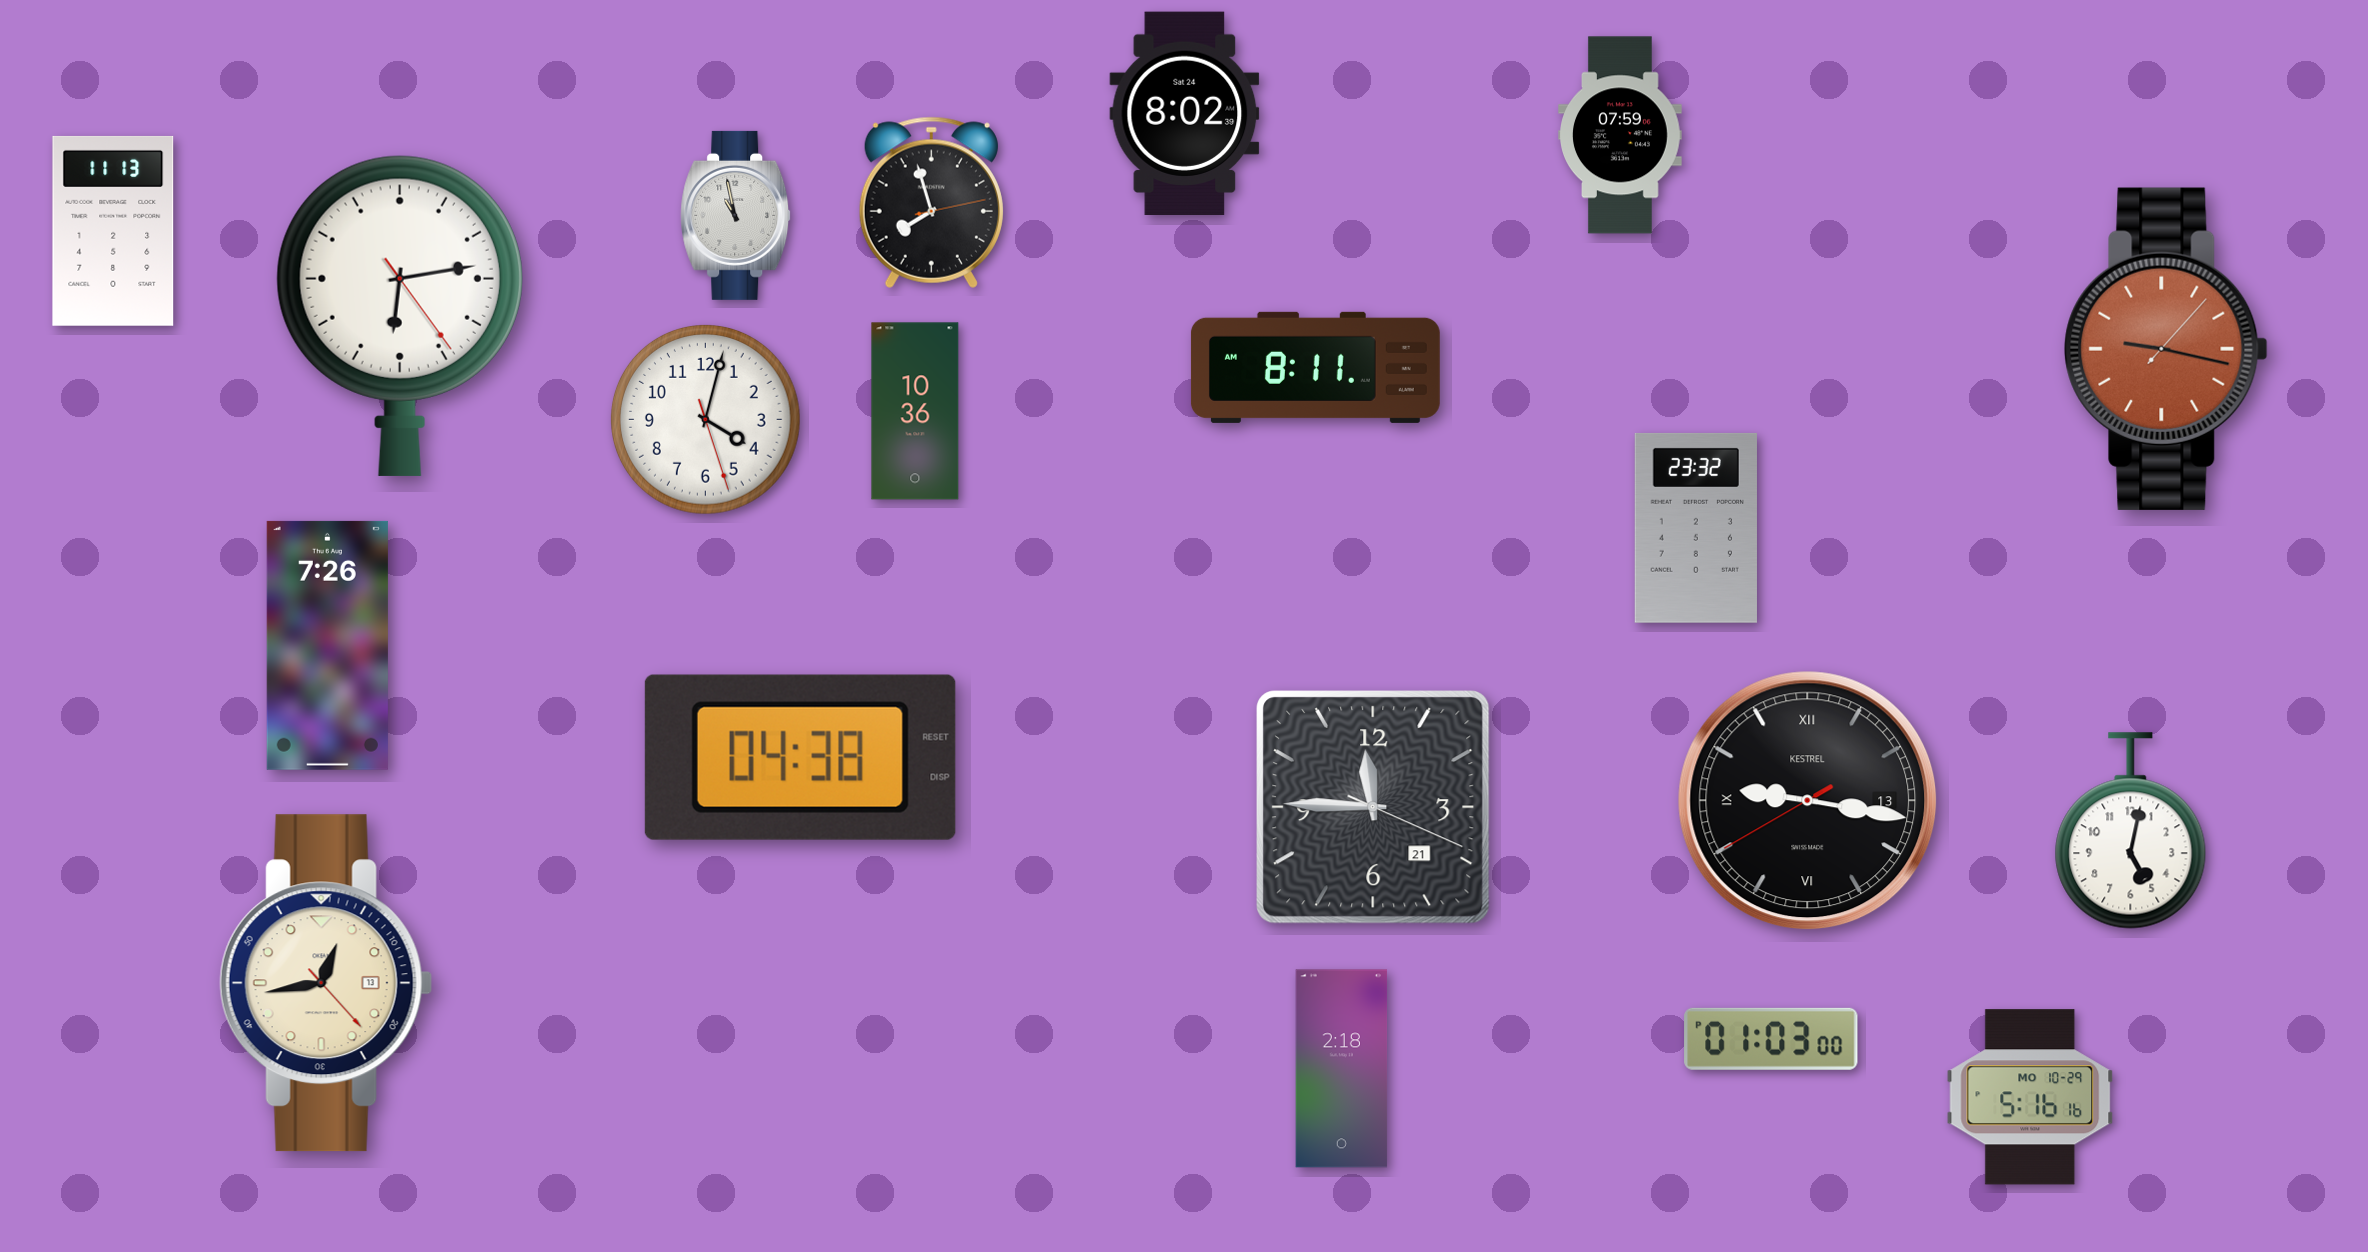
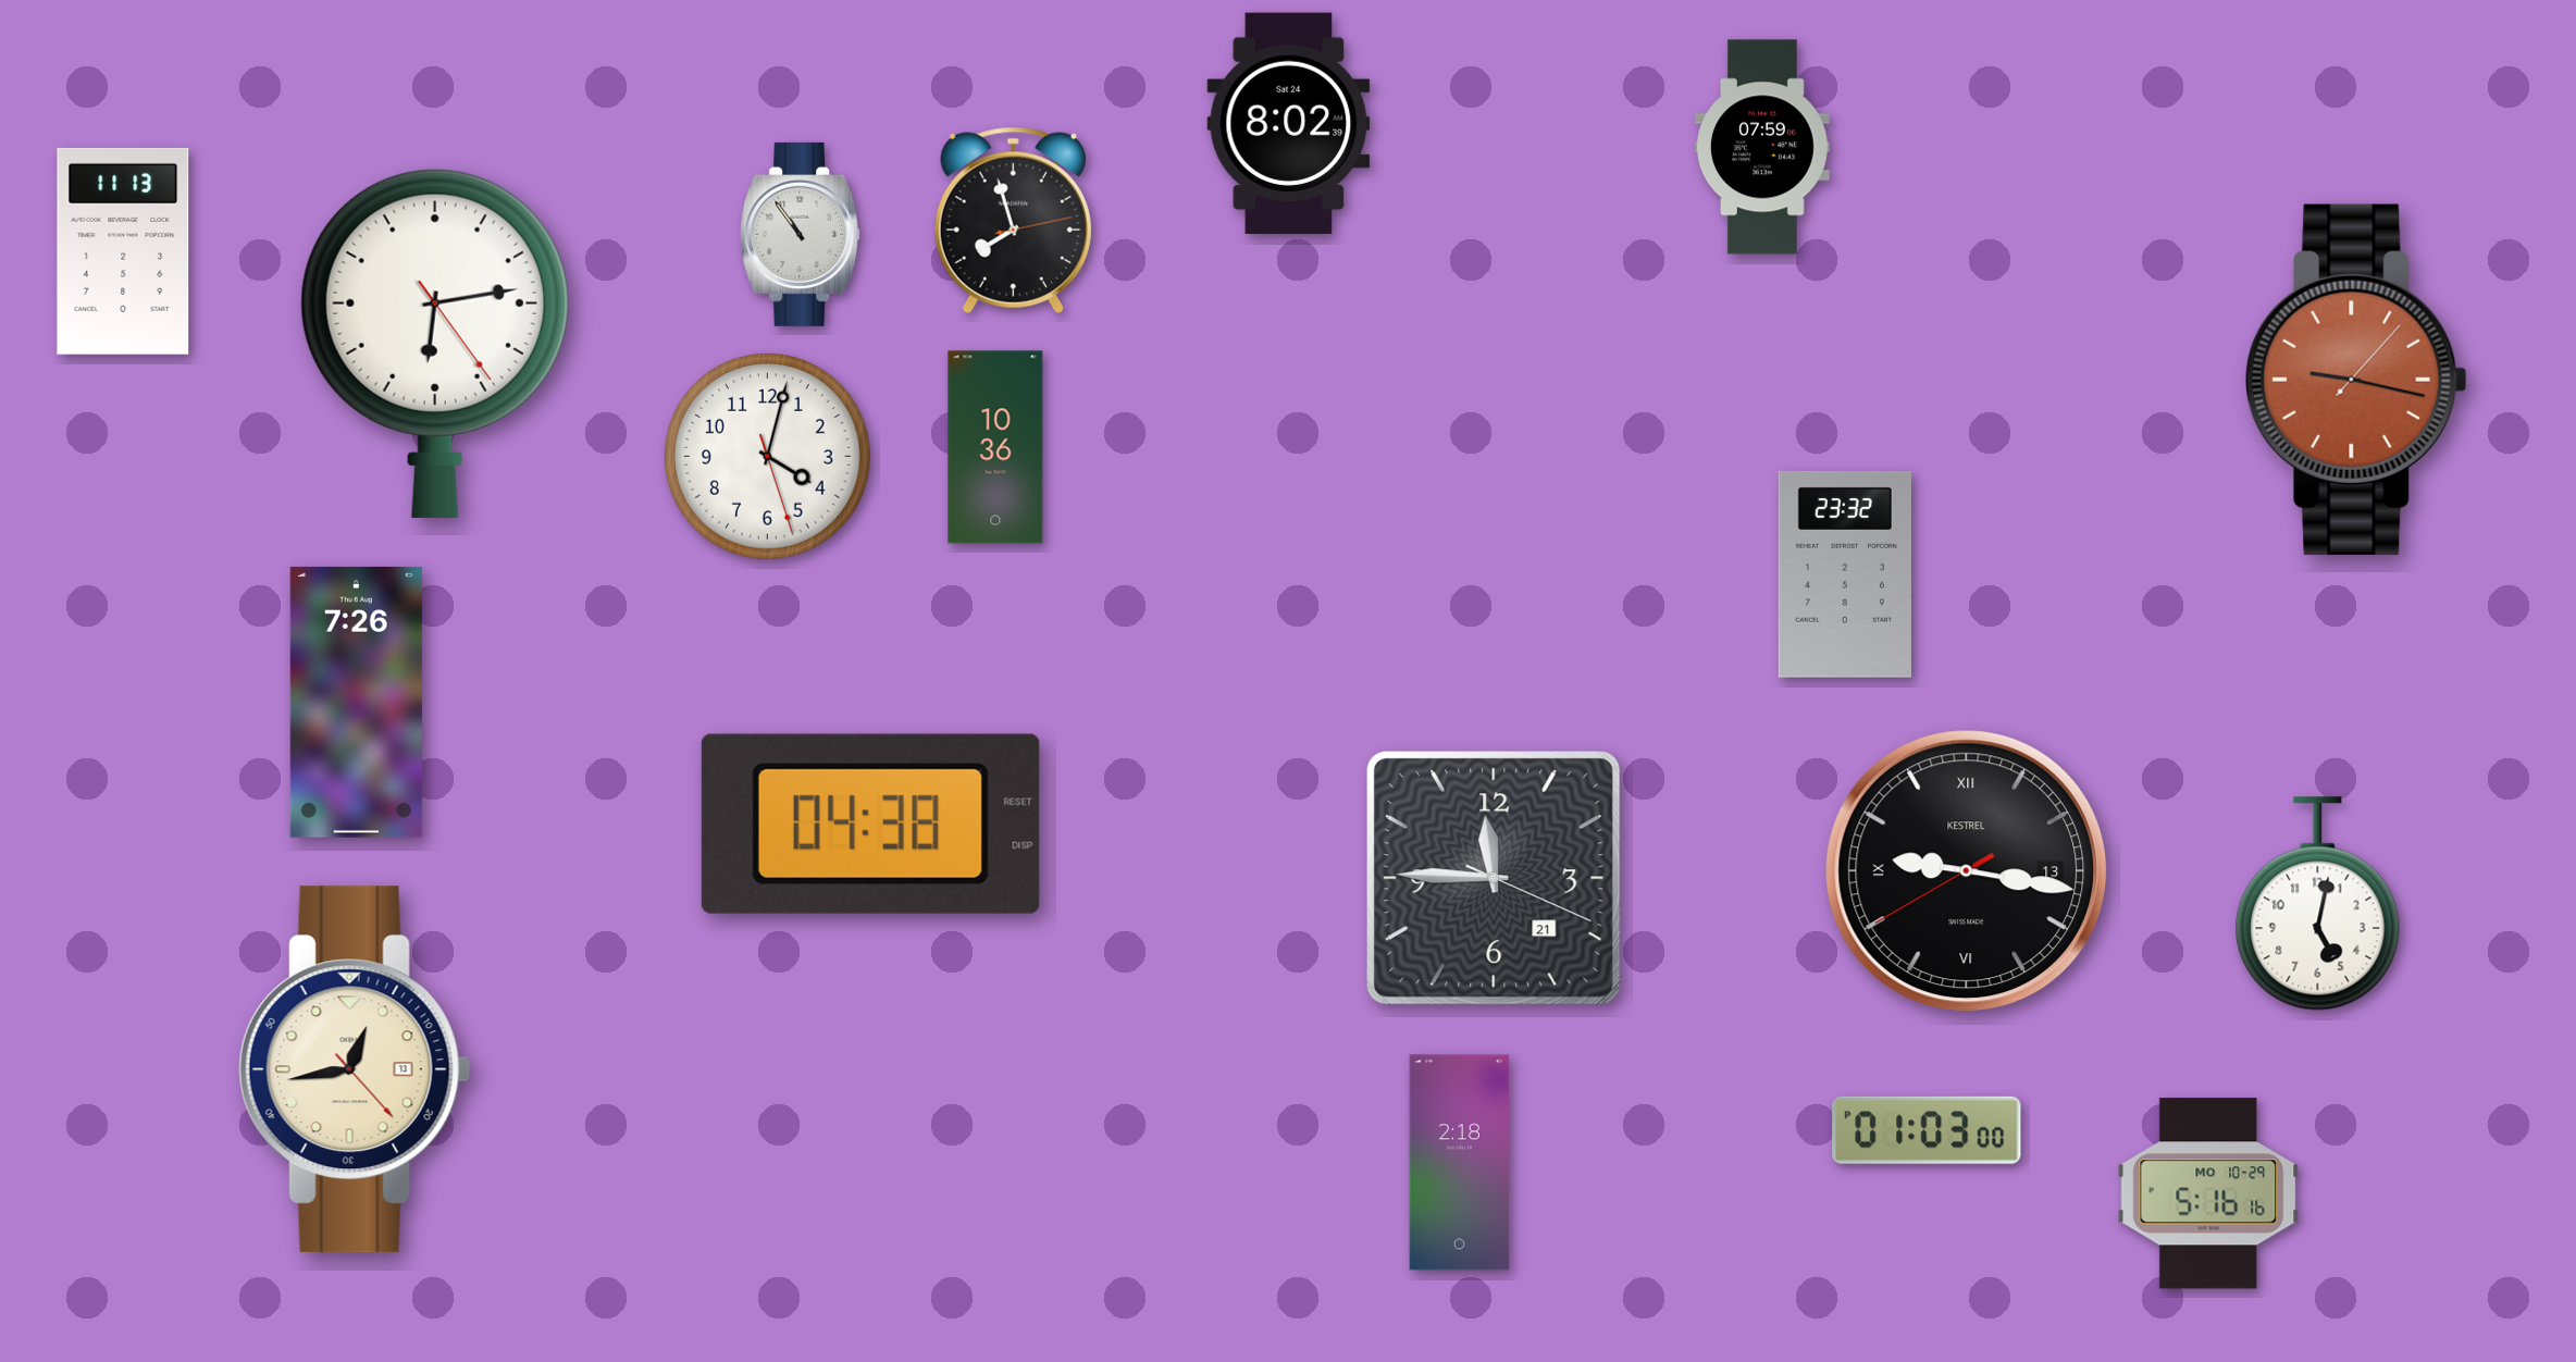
clock at (736, 215): 10:58 -> 10:54
clock at (1315, 367): 8:11 -> none
